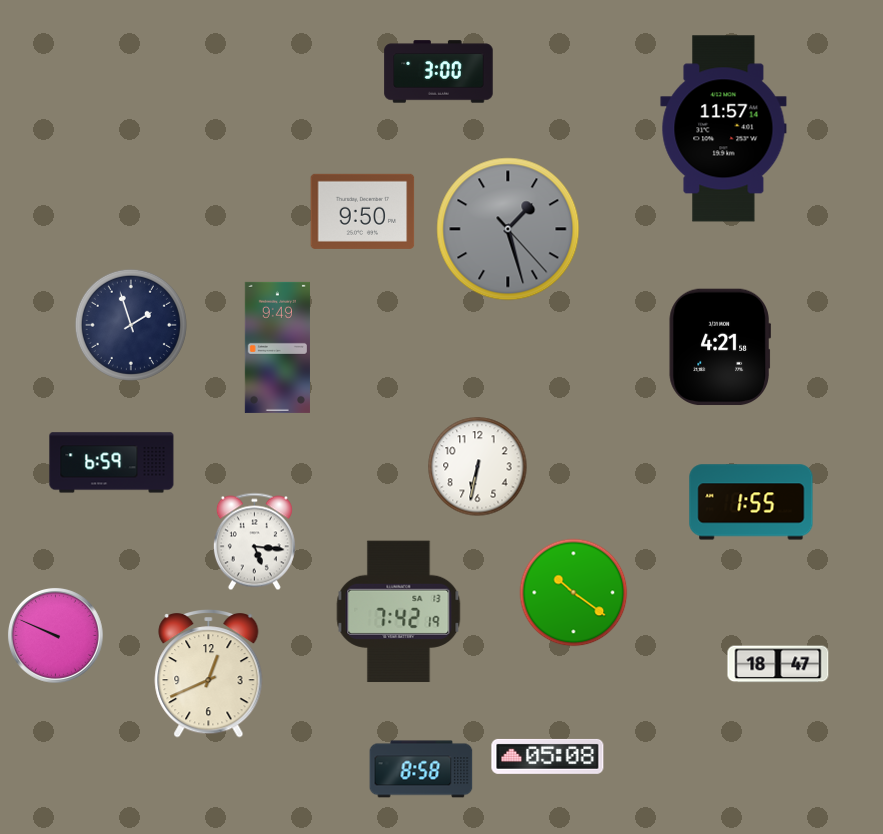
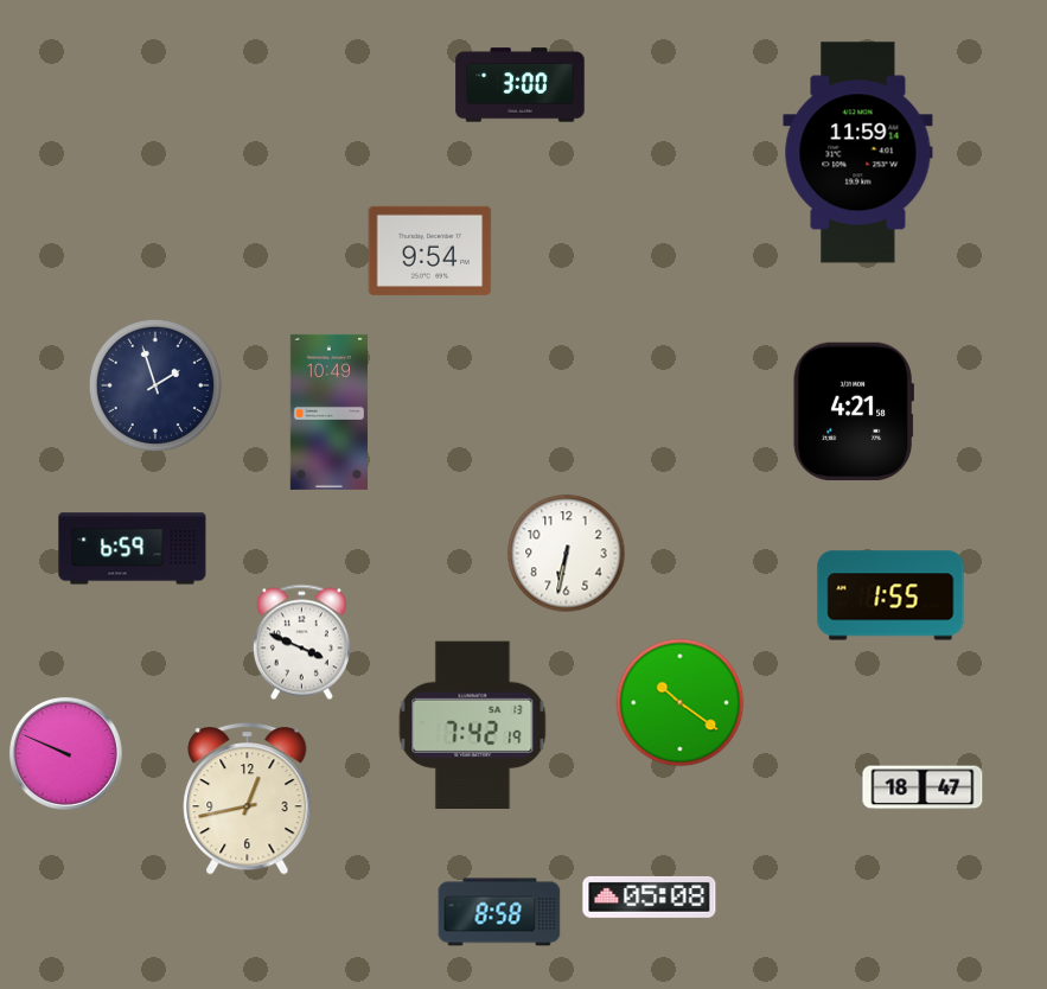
clock at (724, 129): 11:57 -> 11:59
clock at (363, 211): 9:50 -> 9:54
clock at (508, 229): 1:27 -> none
clock at (277, 347): 9:49 -> 10:49
clock at (254, 542): 5:16 -> 3:49
clock at (209, 674): 12:41 -> 12:43
